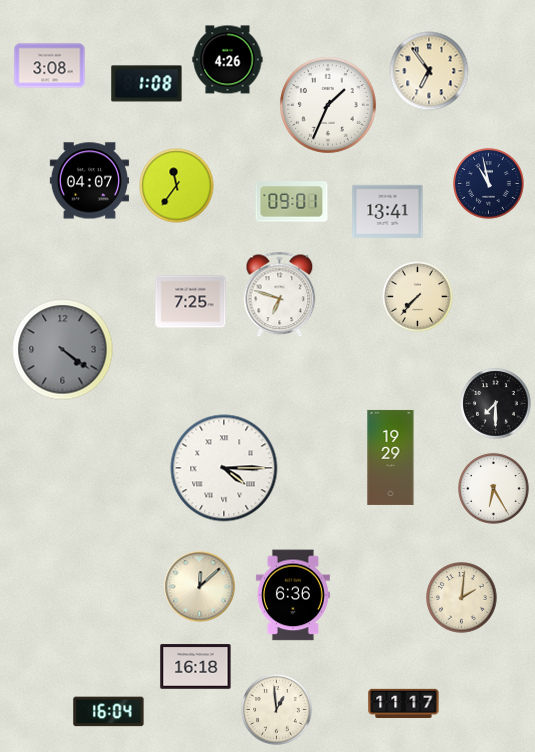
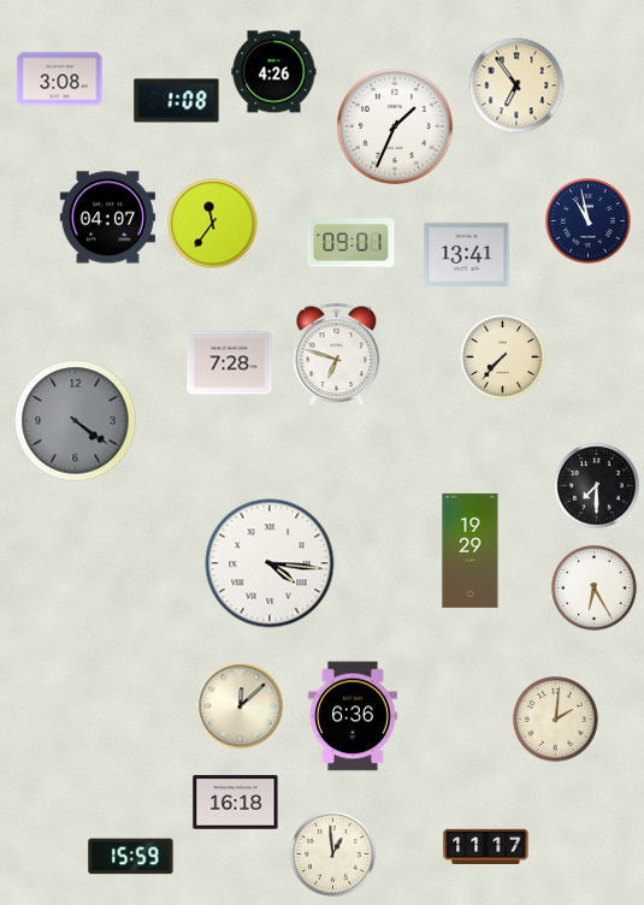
clock at (191, 302): 7:25 -> 7:28
clock at (224, 468): 4:15 -> 4:16
clock at (109, 712): 16:04 -> 15:59
